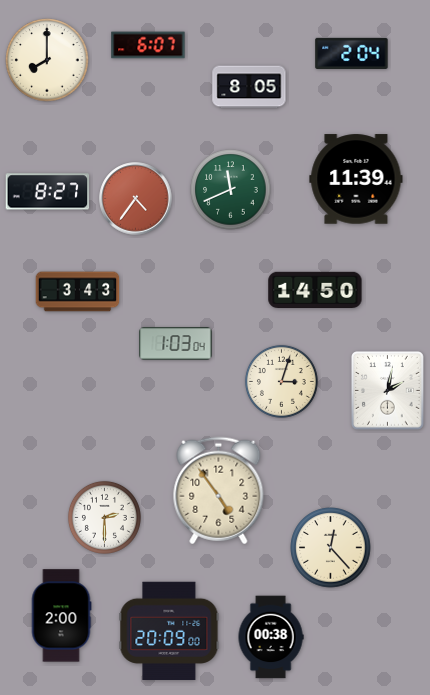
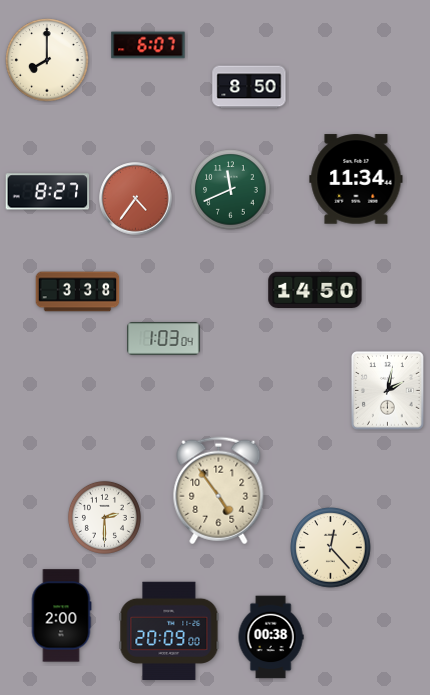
clock at (352, 53): 2:04 -> none
clock at (249, 87): 8:05 -> 8:50
clock at (356, 179): 11:39 -> 11:34
clock at (78, 292): 3:43 -> 3:38
clock at (176, 344) position: (176, 344) -> (164, 339)
clock at (281, 381): 3:03 -> none
